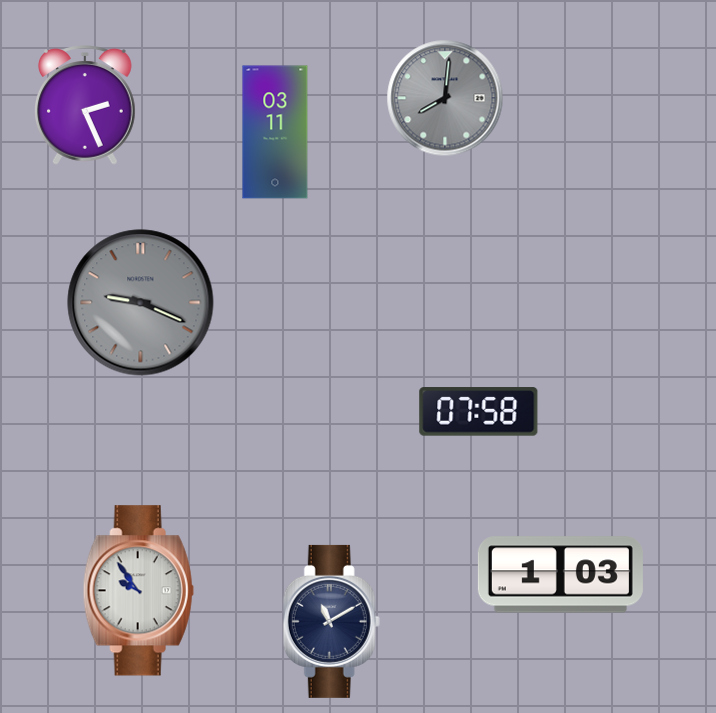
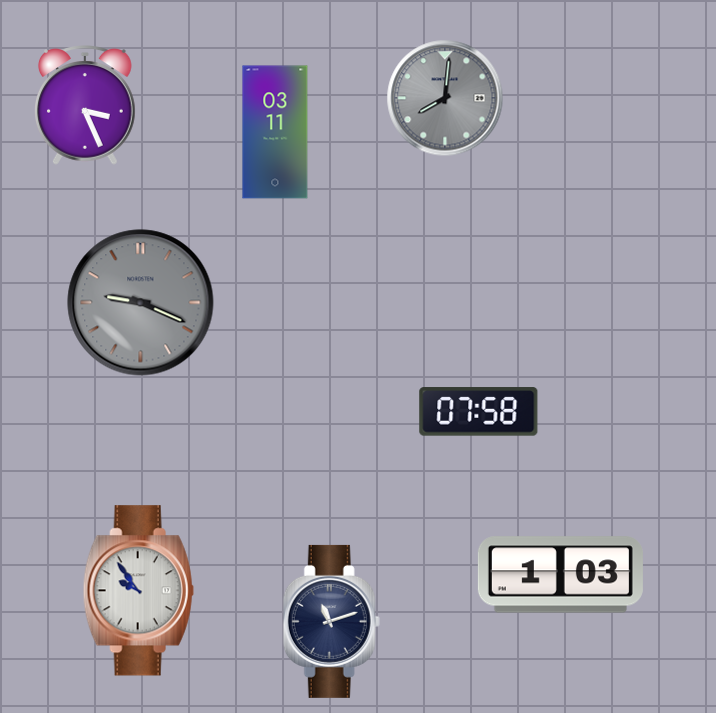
clock at (86, 105): 2:26 -> 3:26
clock at (331, 621): 11:10 -> 11:12
